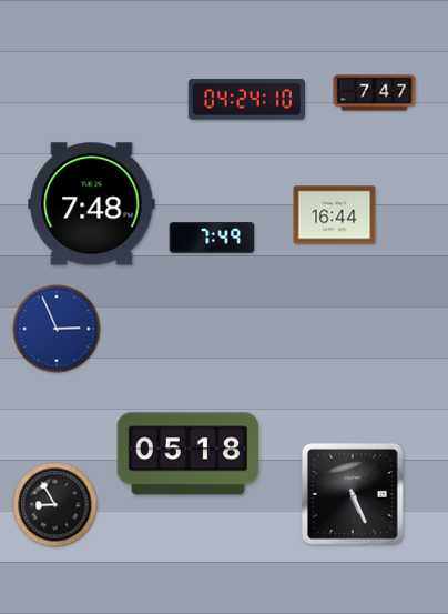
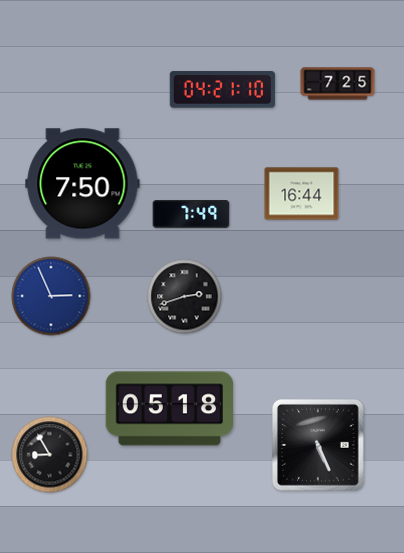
clock at (375, 93): 7:47 -> 7:25
clock at (246, 100): 04:24 -> 04:21
clock at (92, 204): 7:48 -> 7:50
clock at (185, 297): none -> 2:42
